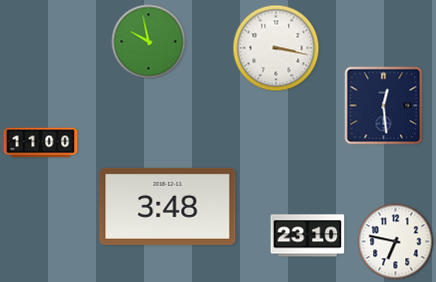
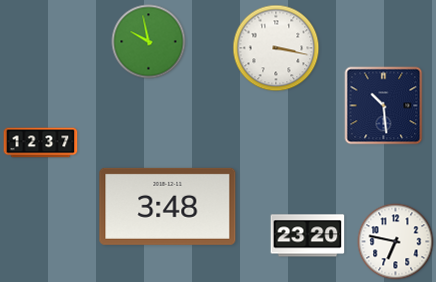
clock at (384, 106): 12:29 -> 10:29
clock at (41, 143): 11:00 -> 12:37
clock at (308, 236): 23:10 -> 23:20
